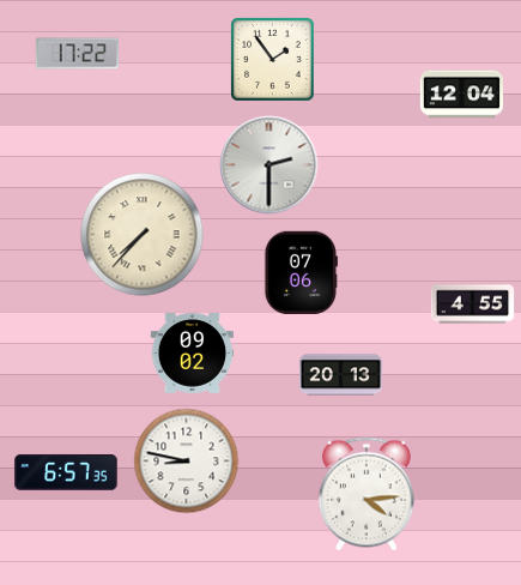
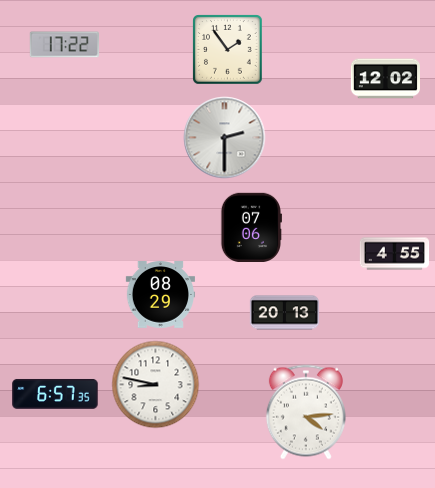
clock at (461, 95): 12:04 -> 12:02
clock at (143, 235): 7:37 -> none
clock at (193, 354): 09:02 -> 08:29
